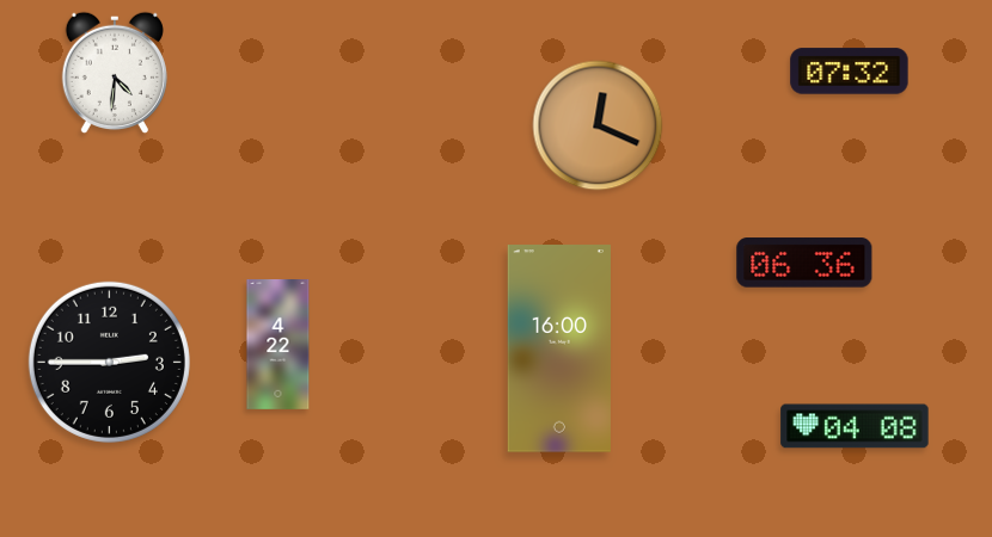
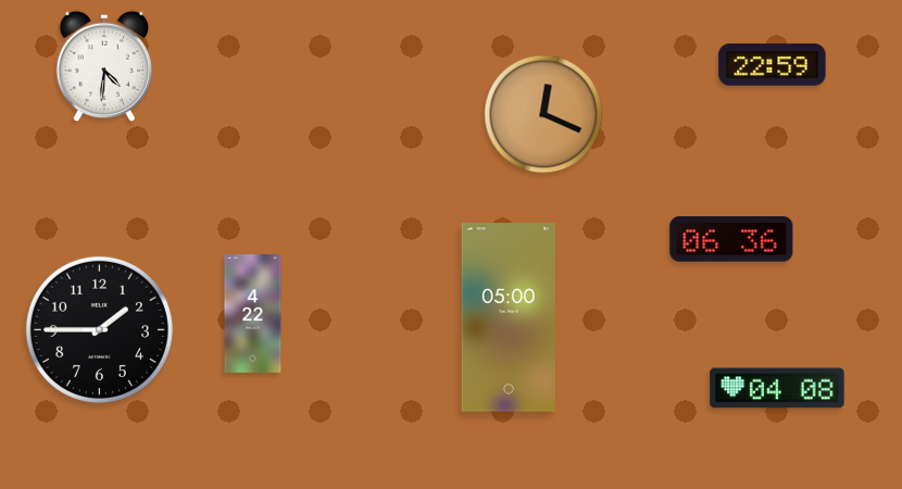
clock at (850, 72): 07:32 -> 22:59
clock at (559, 348): 16:00 -> 05:00
clock at (109, 362): 2:45 -> 1:45
